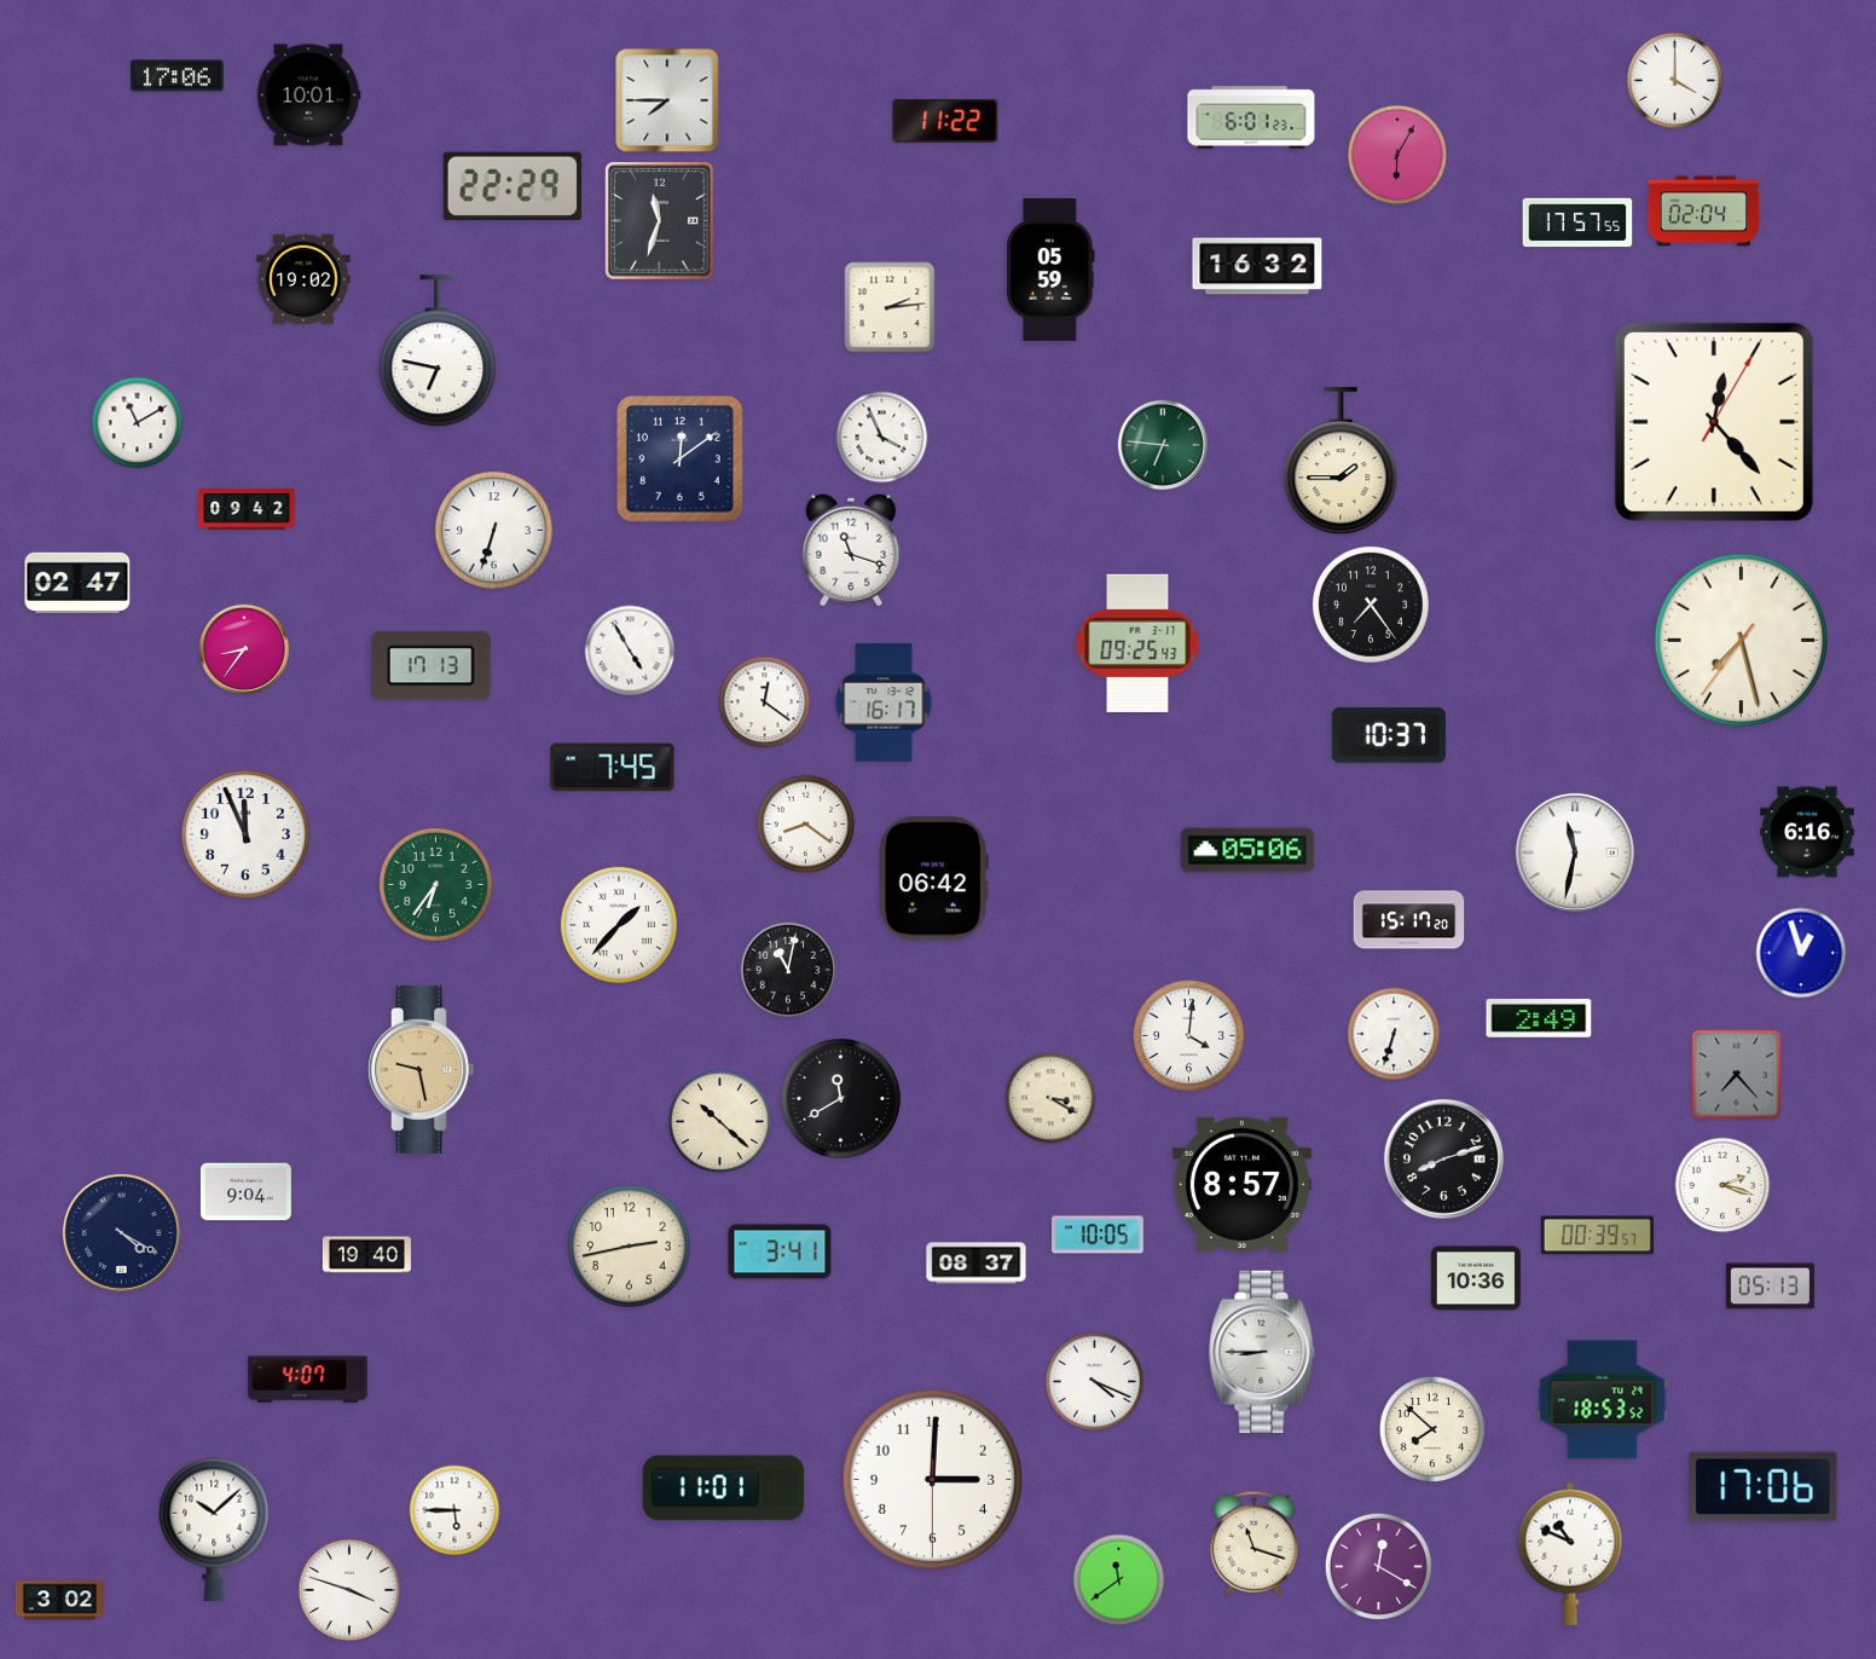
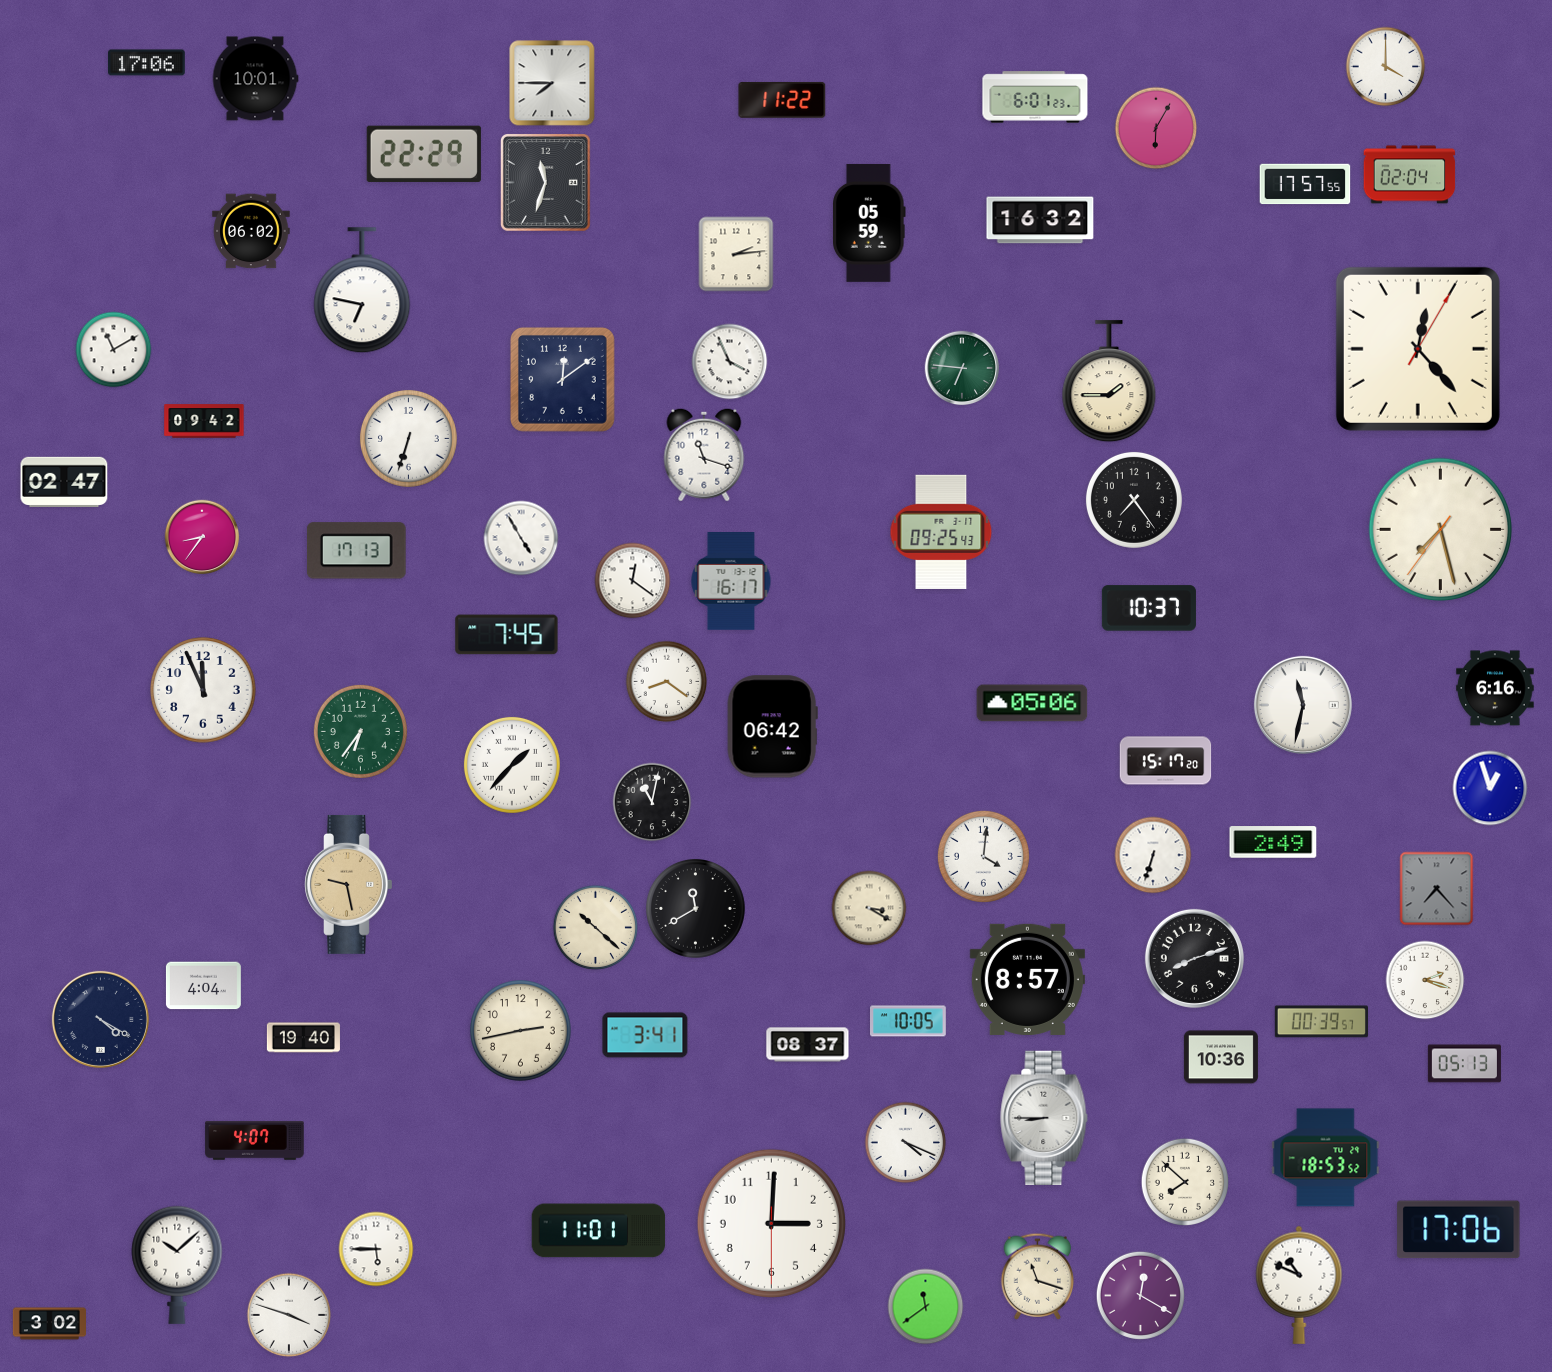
clock at (303, 279): 19:02 -> 06:02
clock at (245, 1192): 9:04 -> 4:04
